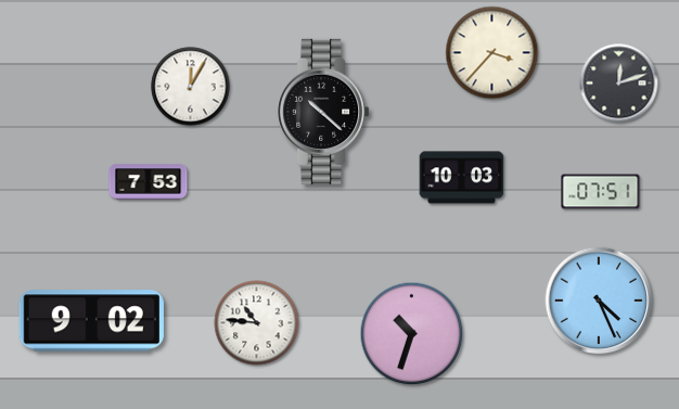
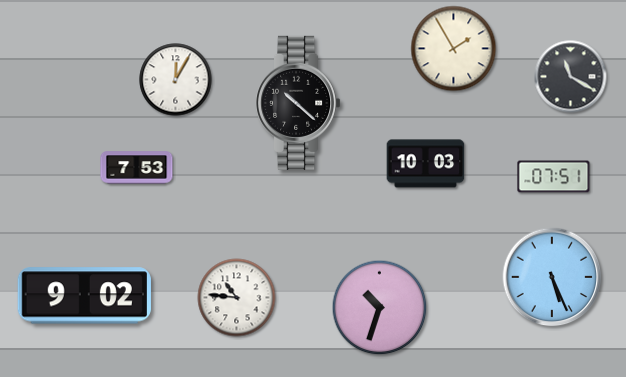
clock at (492, 53): 3:37 -> 1:55
clock at (619, 84): 12:12 -> 11:20
clock at (599, 301): 4:26 -> 5:26
